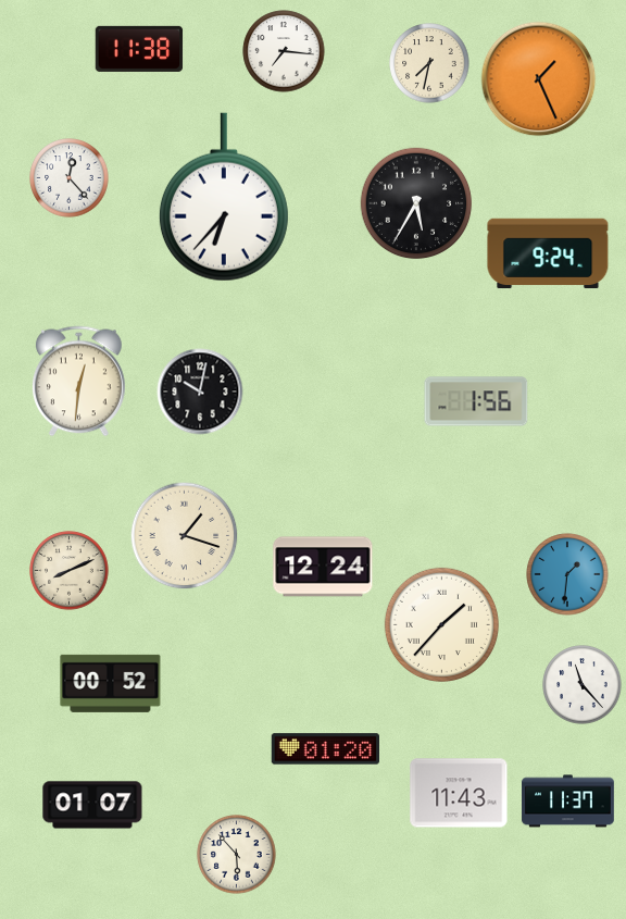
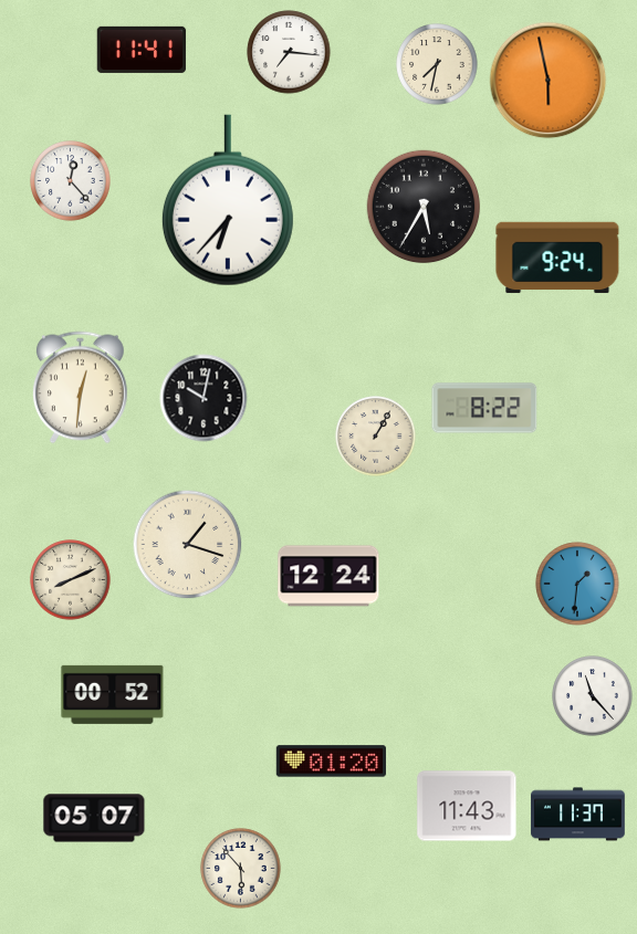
clock at (139, 49): 11:38 -> 11:41
clock at (539, 79): 1:26 -> 5:58
clock at (476, 401): 1:56 -> 8:22
clock at (376, 437): none -> 1:05
clock at (441, 624): 1:37 -> none
clock at (92, 805): 01:07 -> 05:07
